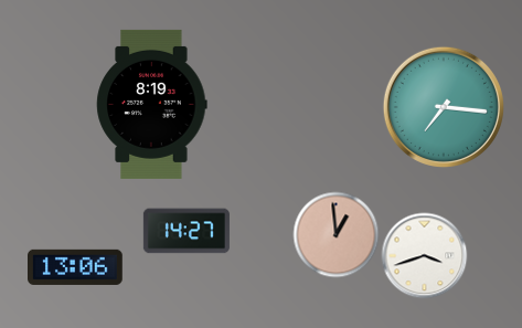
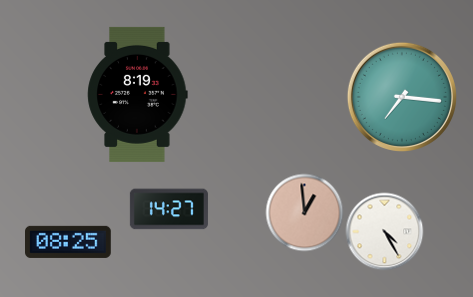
clock at (424, 255): 3:42 -> 4:25
clock at (76, 267): 13:06 -> 08:25
